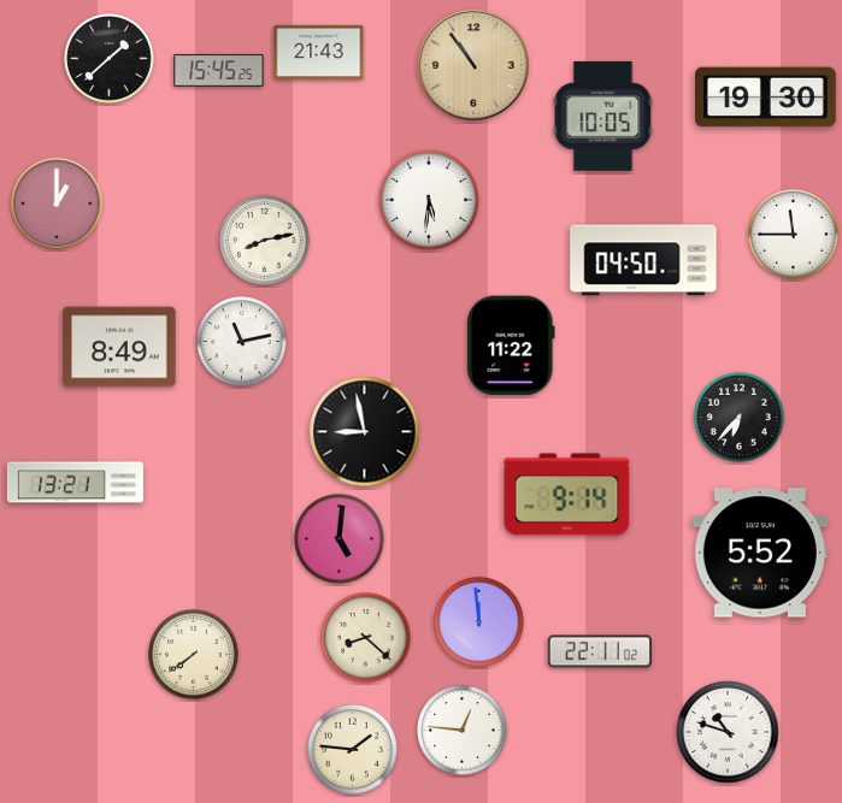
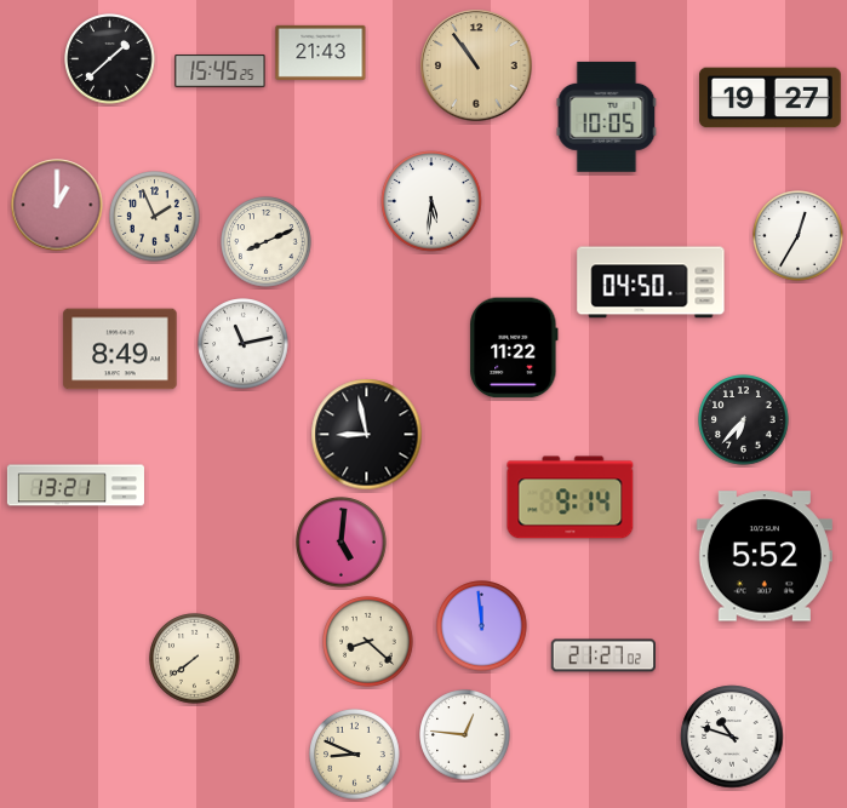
clock at (766, 98): 19:30 -> 19:27
clock at (155, 217): none -> 1:56
clock at (794, 235): 11:45 -> 12:35
clock at (265, 241): 8:13 -> 8:11
clock at (643, 260) position: (643, 260) -> (651, 282)
clock at (599, 651): 22:11 -> 21:27
clock at (353, 750): 1:46 -> 8:49
